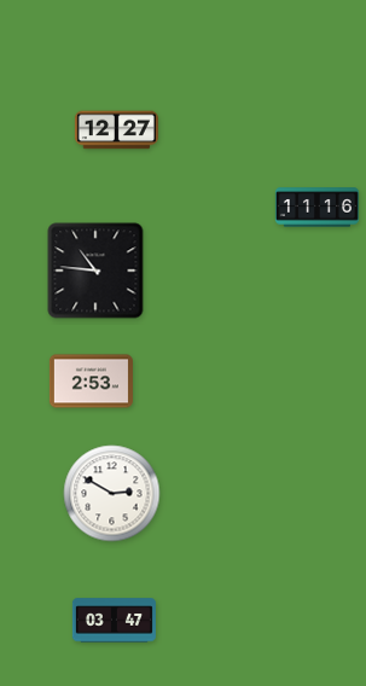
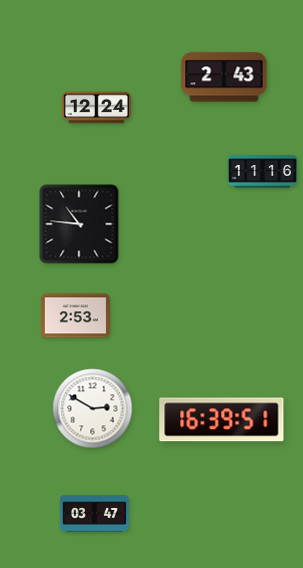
clock at (224, 77): none -> 2:43
clock at (116, 130): 12:27 -> 12:24
clock at (222, 420): none -> 16:39
